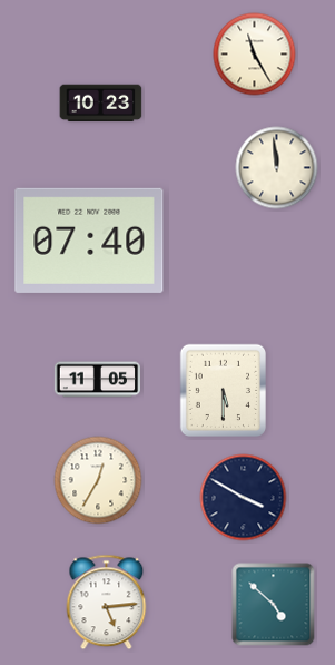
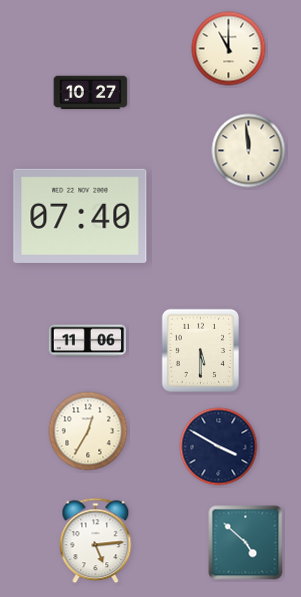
clock at (255, 55): 11:25 -> 11:00
clock at (101, 104): 10:23 -> 10:27
clock at (97, 380): 11:05 -> 11:06
